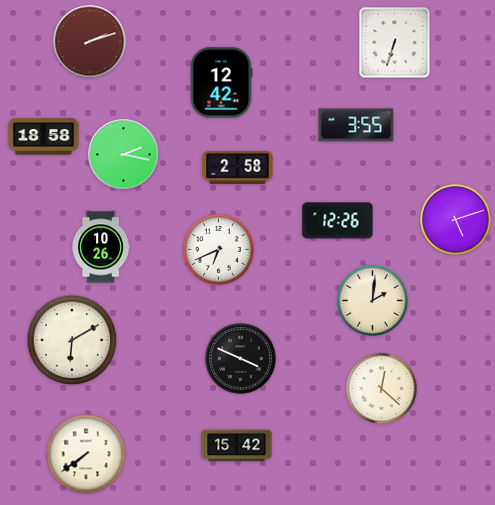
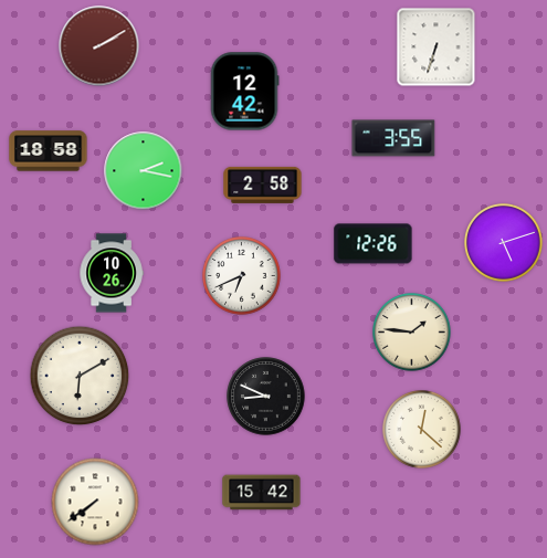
clock at (90, 42): 2:12 -> 2:10
clock at (124, 155) position: (124, 155) -> (144, 171)
clock at (373, 301): 2:01 -> 1:46
clock at (241, 359): 3:49 -> 8:49
